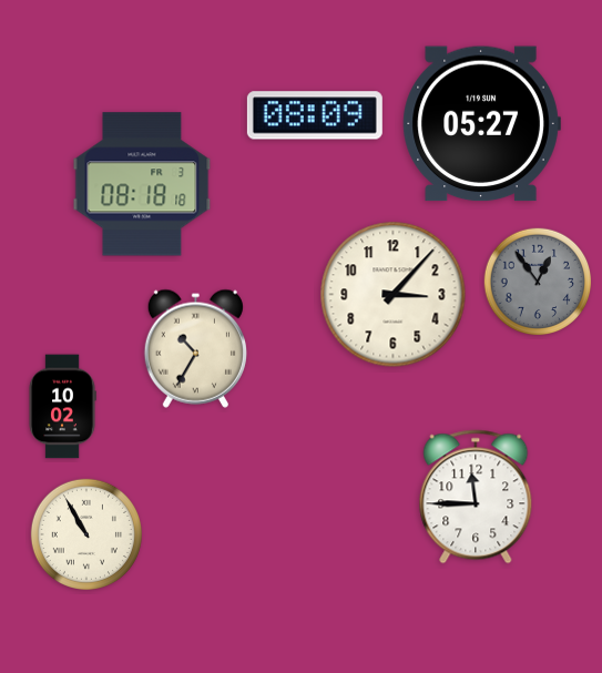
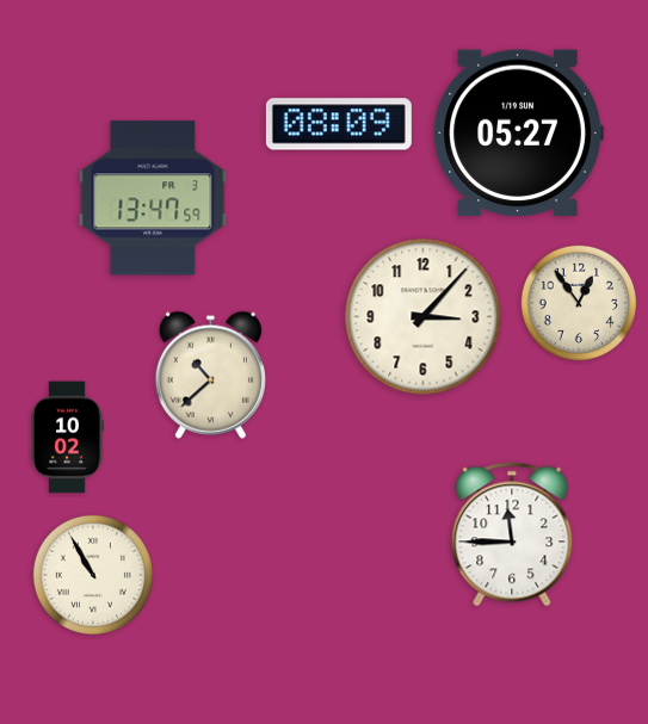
clock at (142, 184): 08:18 -> 13:47
clock at (538, 282) dial: grey -> cream
clock at (195, 348): 10:35 -> 10:38
